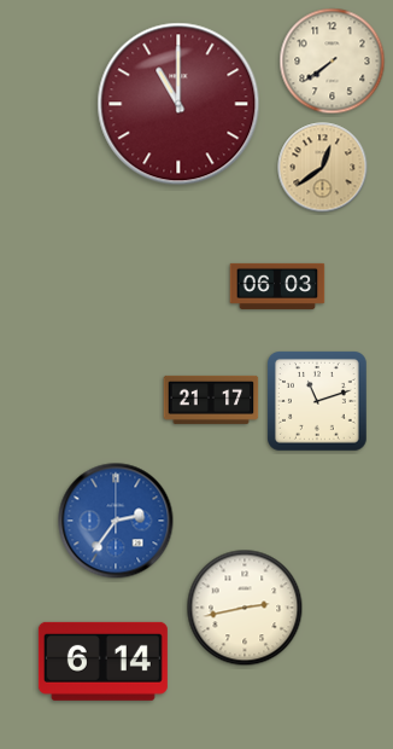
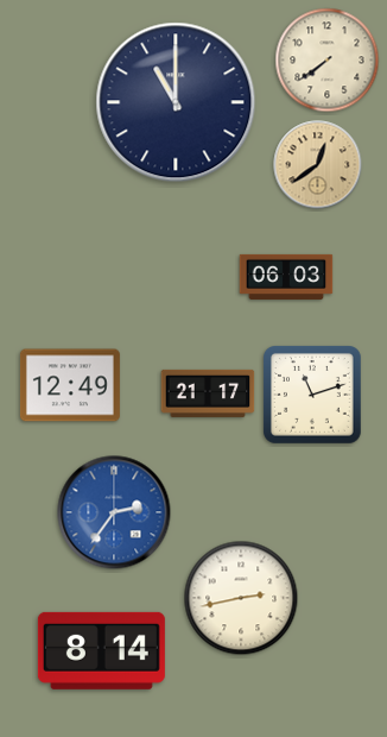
clock at (178, 104) dial: burgundy -> navy
clock at (277, 286) position: (277, 286) -> (286, 277)
clock at (70, 385): none -> 12:49
clock at (102, 661): 6:14 -> 8:14
